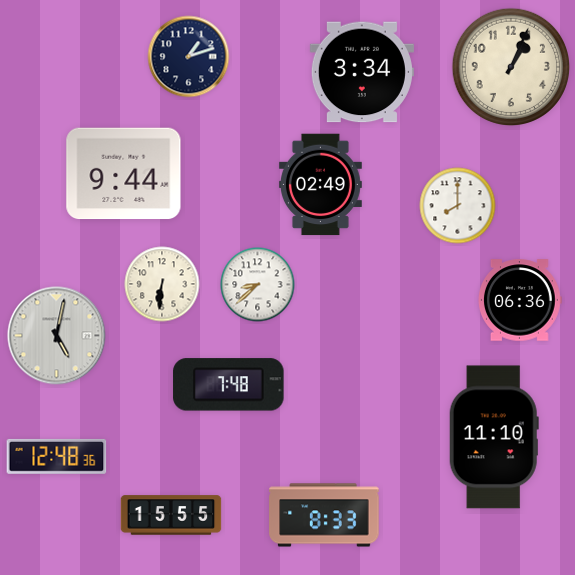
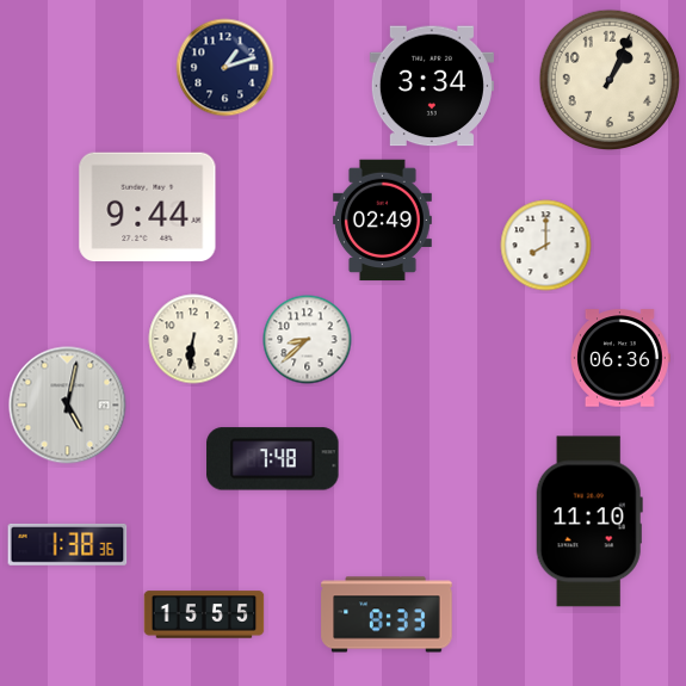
clock at (57, 336) position: (57, 336) -> (68, 406)
clock at (57, 456): 12:48 -> 1:38
